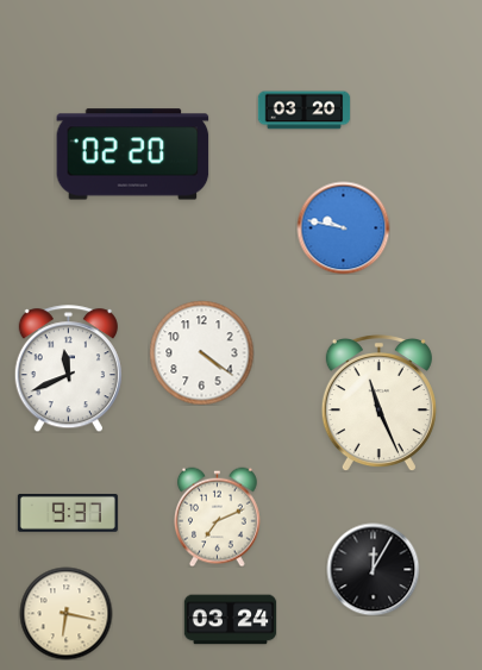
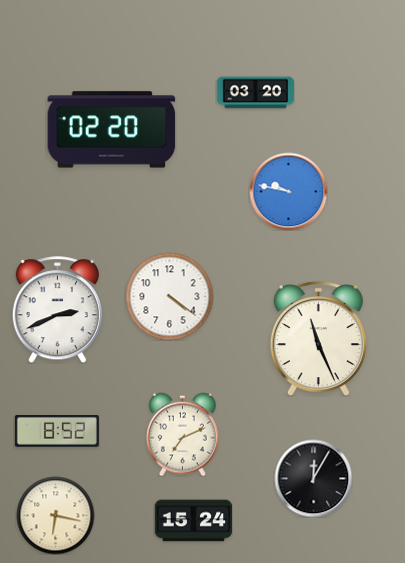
clock at (68, 369): 11:41 -> 2:41
clock at (68, 514): 9:37 -> 8:52
clock at (230, 620): 03:24 -> 15:24
